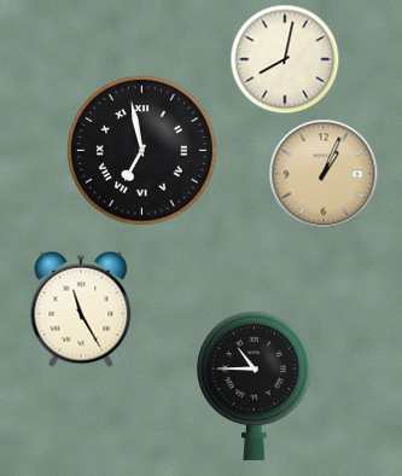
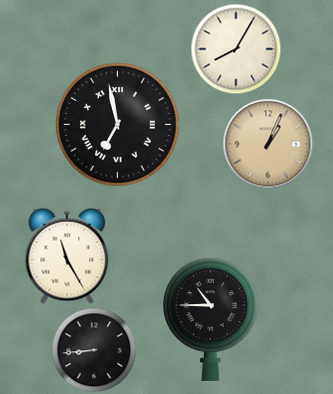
clock at (285, 59): 8:02 -> 8:05
clock at (94, 350): none -> 8:44
